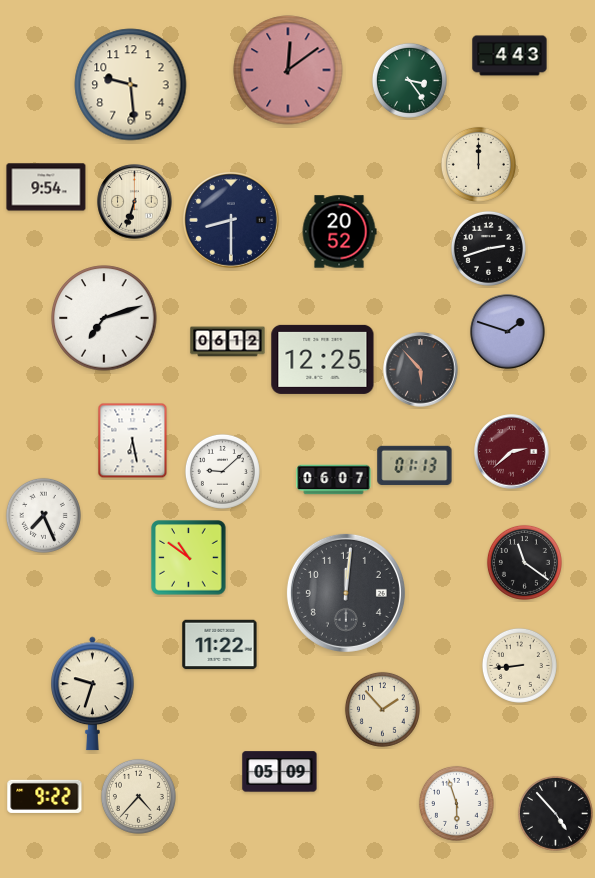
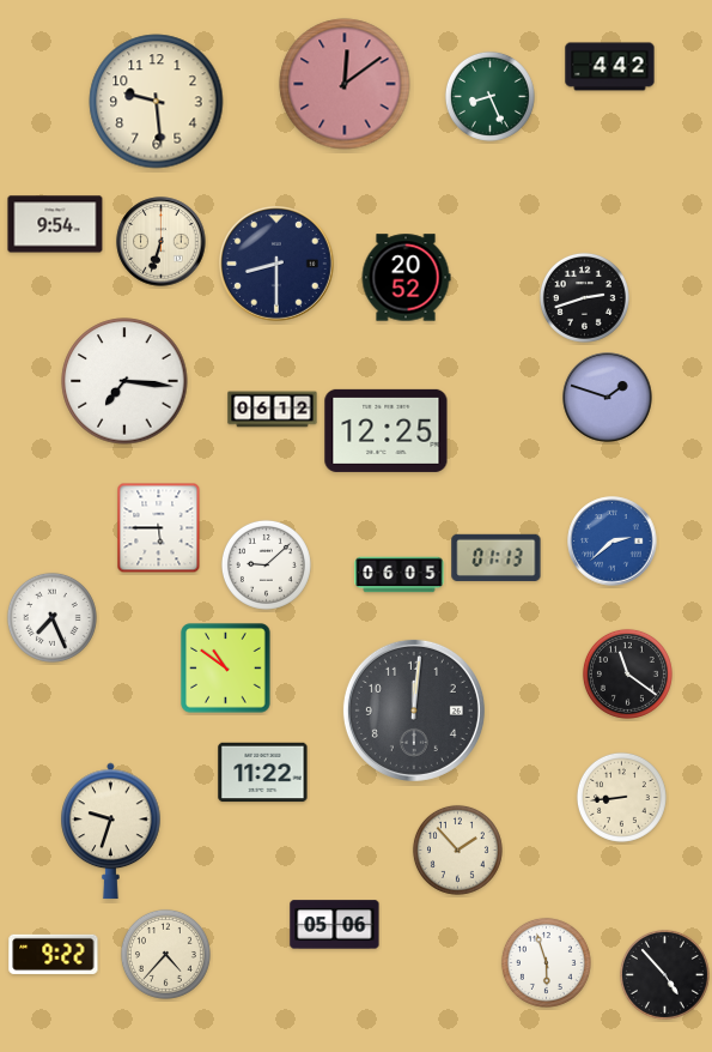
clock at (510, 56): 4:43 -> 4:42
clock at (409, 80): 3:24 -> 8:26
clock at (478, 164): 12:00 -> none
clock at (104, 318): 7:12 -> 7:16
clock at (421, 370): 5:53 -> none
clock at (133, 441): 6:28 -> 5:45
clock at (512, 452) dial: burgundy -> blue
clock at (334, 480): 06:07 -> 06:05
clock at (280, 772): 05:09 -> 05:06
